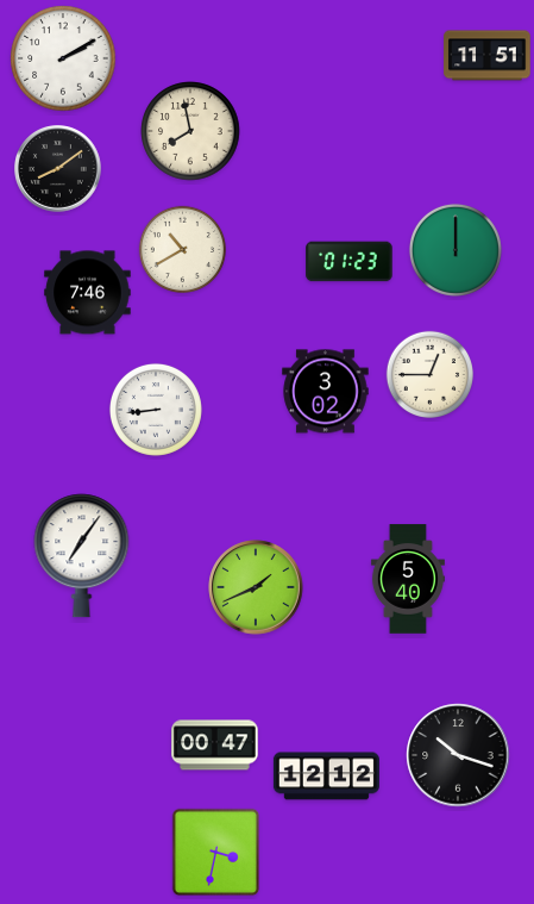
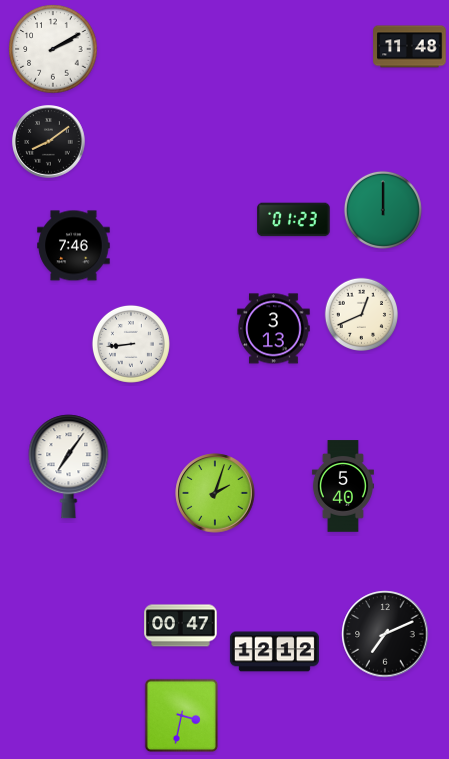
clock at (488, 56): 11:51 -> 11:48
clock at (190, 131): 7:58 -> none
clock at (182, 249): 10:40 -> none
clock at (429, 374): 12:45 -> 12:41
clock at (326, 392): 3:02 -> 3:13
clock at (256, 587): 1:41 -> 2:03
clock at (458, 755): 10:18 -> 7:11
